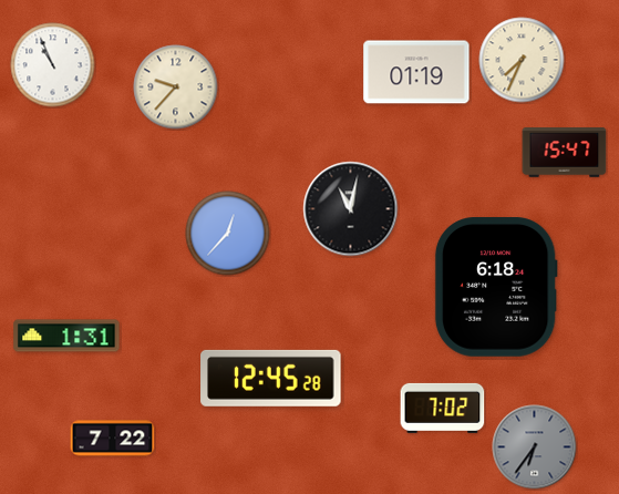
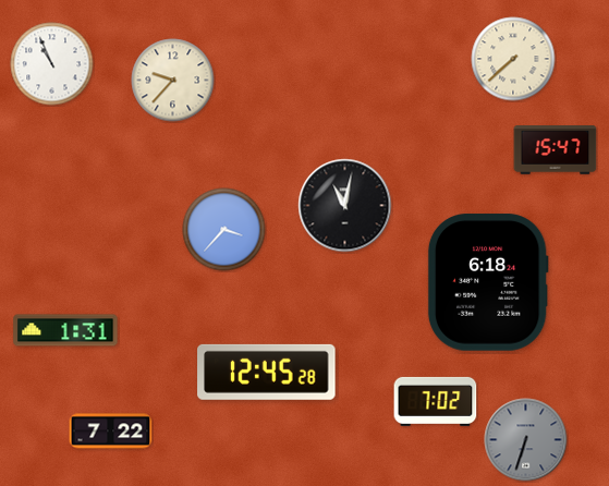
clock at (522, 60): 7:34 -> 7:38
clock at (416, 72): 01:19 -> none
clock at (176, 88) position: (176, 88) -> (173, 81)
clock at (228, 234): 12:37 -> 3:37
clock at (535, 447): 6:36 -> 6:33
